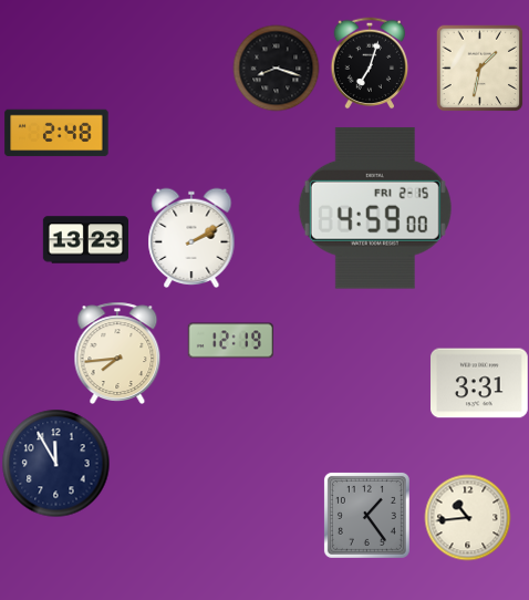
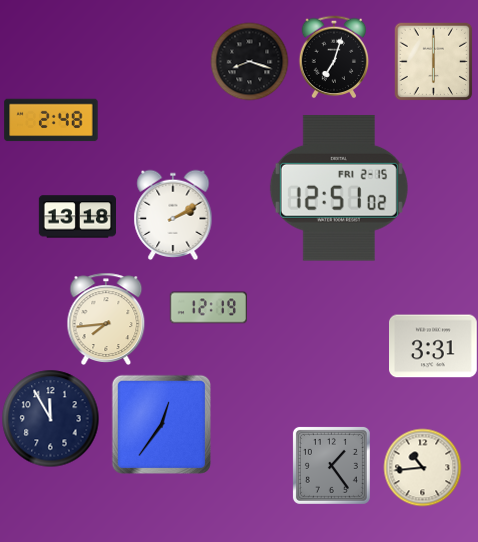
clock at (479, 68): 1:32 -> 6:00
clock at (375, 208): 4:59 -> 12:51
clock at (85, 240): 13:23 -> 13:18
clock at (161, 424): none -> 12:36
